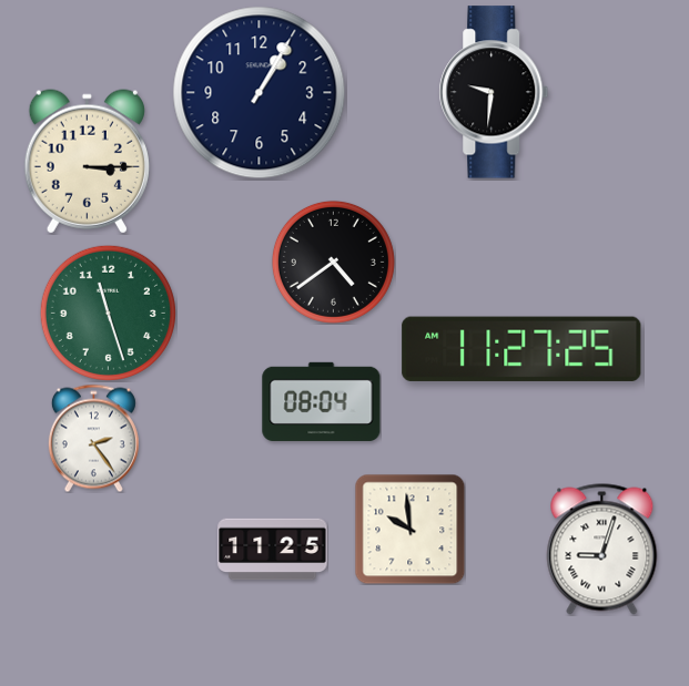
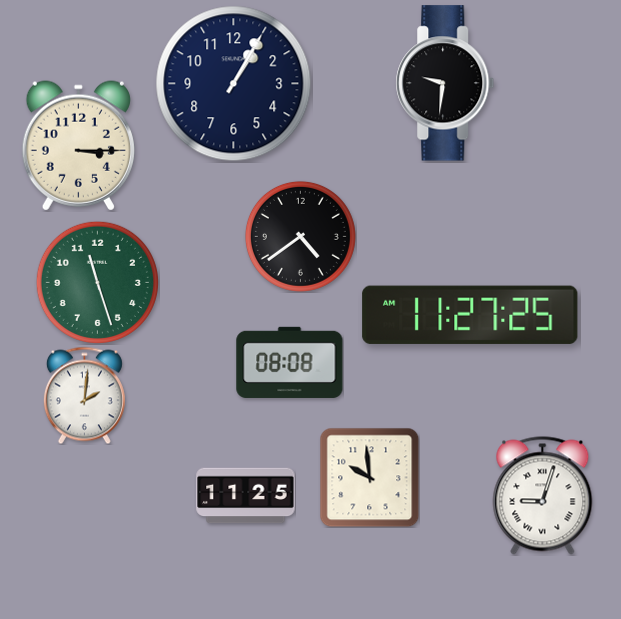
clock at (322, 401): 08:04 -> 08:08
clock at (93, 438): 2:24 -> 2:01
